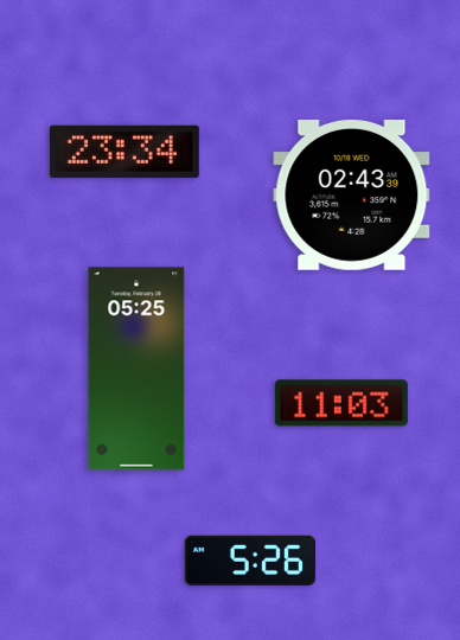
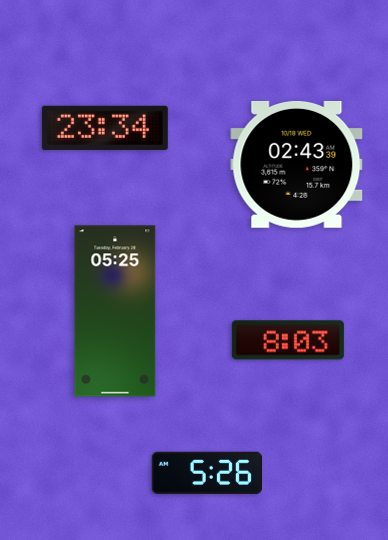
clock at (341, 403): 11:03 -> 8:03
clock at (249, 561) position: (249, 561) -> (206, 473)
